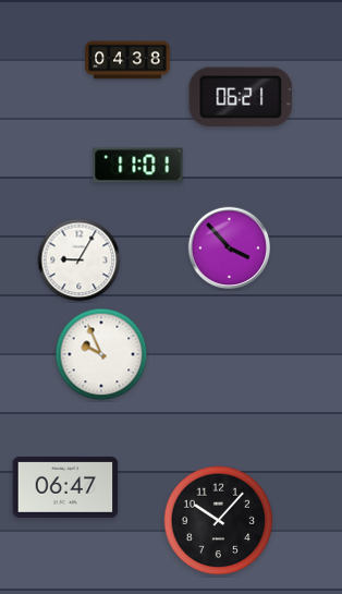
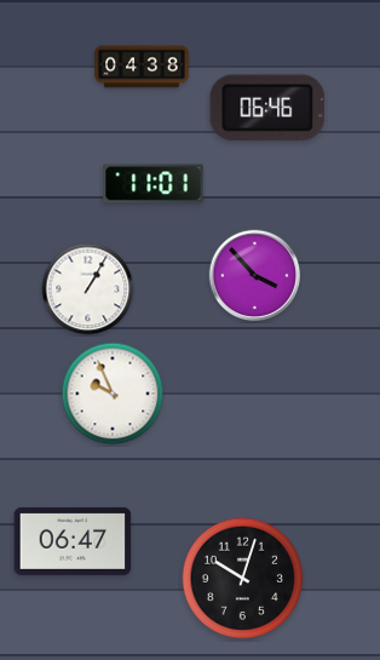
clock at (241, 97): 06:21 -> 06:46
clock at (80, 260): 9:05 -> 1:05
clock at (219, 521): 10:07 -> 10:03
